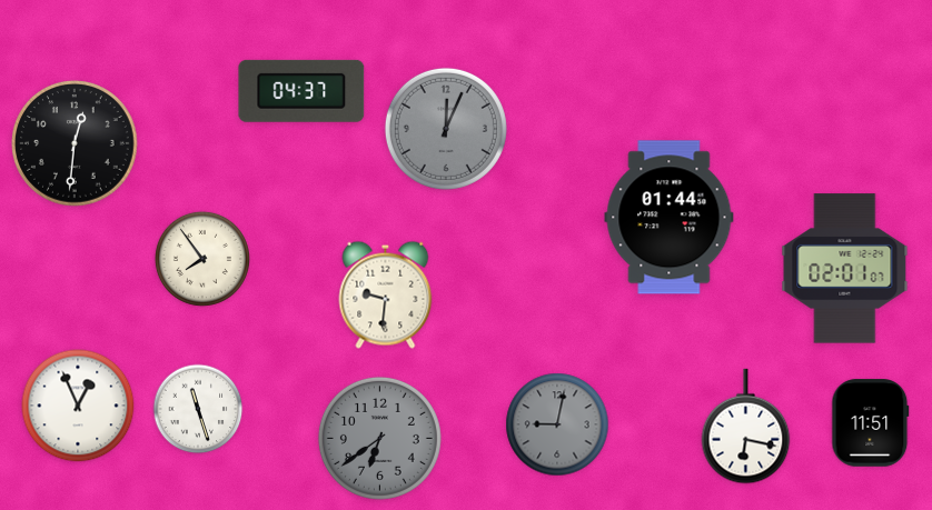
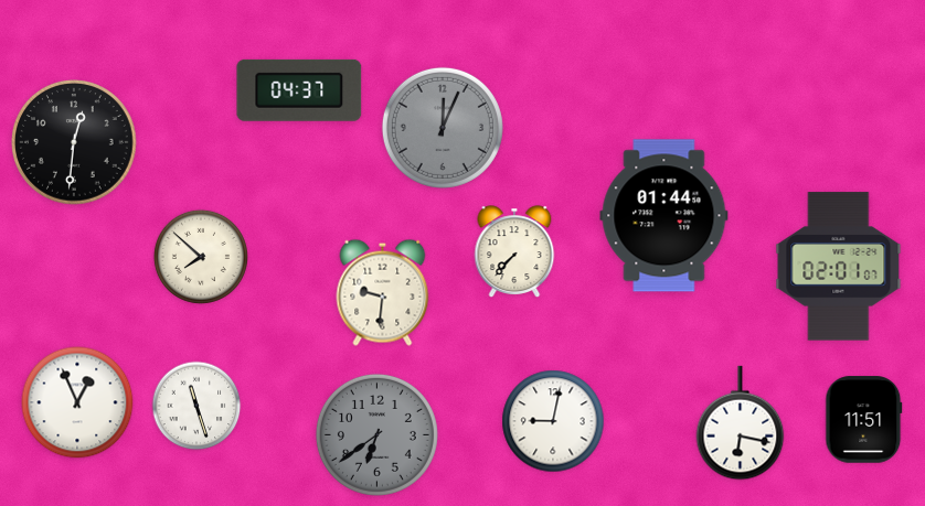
clock at (514, 251): none -> 7:37
clock at (202, 259): 7:54 -> 7:52
clock at (557, 424) dial: grey -> white
